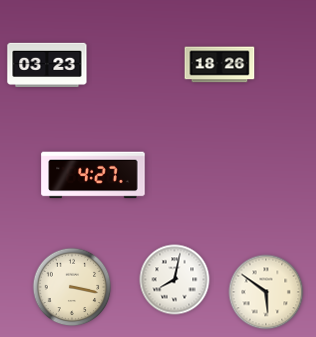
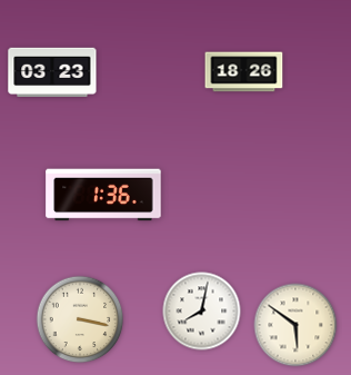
clock at (93, 175): 4:27 -> 1:36
clock at (175, 280) position: (175, 280) -> (202, 312)
